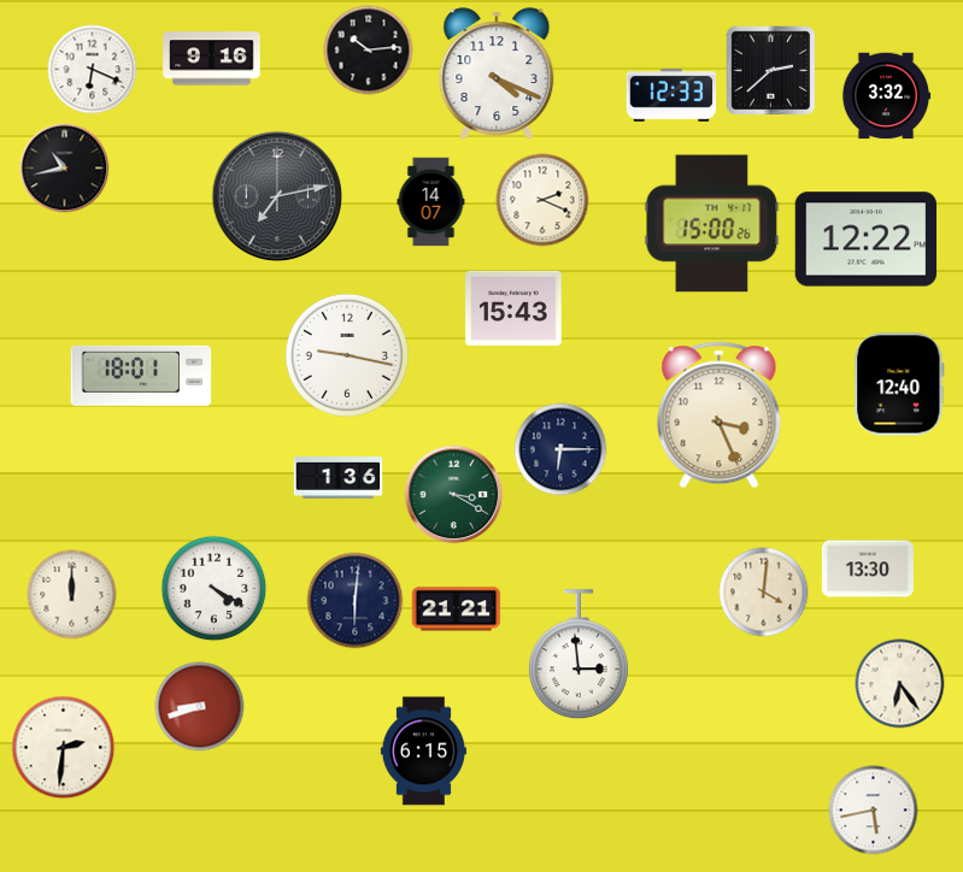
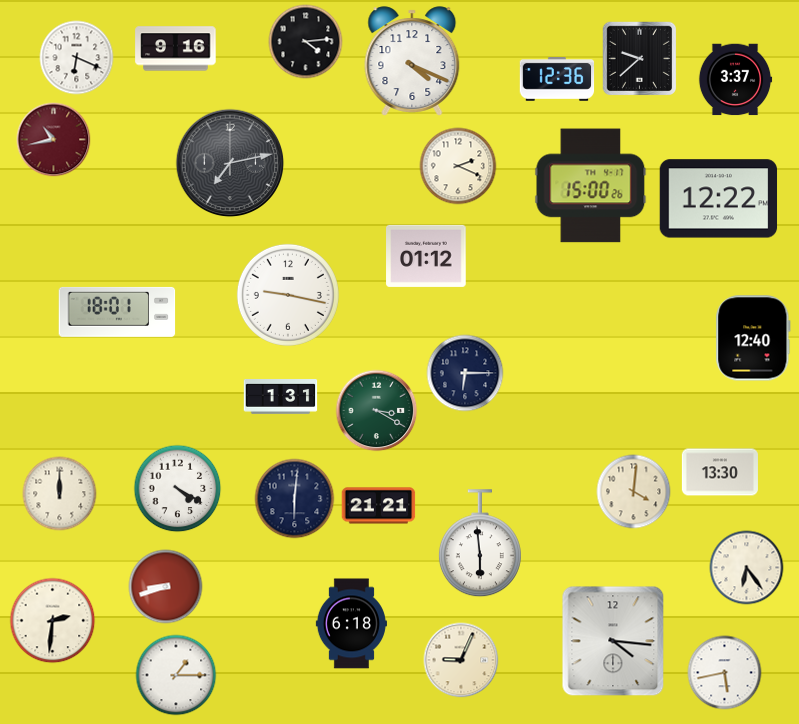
clock at (369, 51): 10:14 -> 4:14
clock at (771, 71): 2:38 -> 9:38
clock at (671, 96): 12:33 -> 12:36
clock at (886, 96): 3:32 -> 3:37
clock at (65, 169) dial: black -> burgundy
clock at (542, 200) position: (542, 200) -> (458, 166)
clock at (431, 202): 14:07 -> none
clock at (513, 308): 15:43 -> 01:12
clock at (899, 384) position: (899, 384) -> (753, 338)
clock at (720, 416): 3:26 -> none
clock at (339, 478): 1:36 -> 1:31
clock at (579, 655): 2:59 -> 5:59
clock at (423, 752): 6:15 -> 6:18
clock at (613, 641): none -> 4:16
clock at (461, 660): none -> 9:04
clock at (176, 675): none -> 1:15
